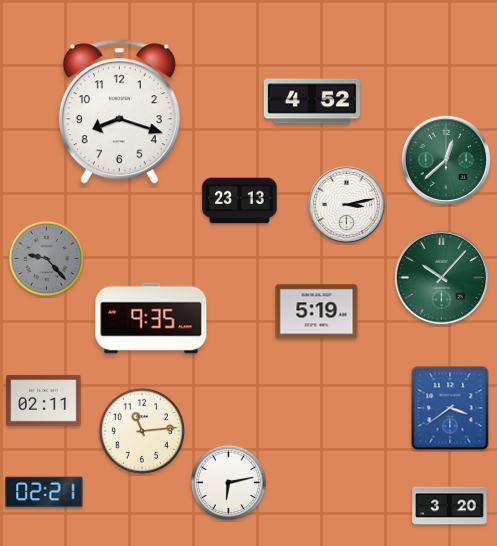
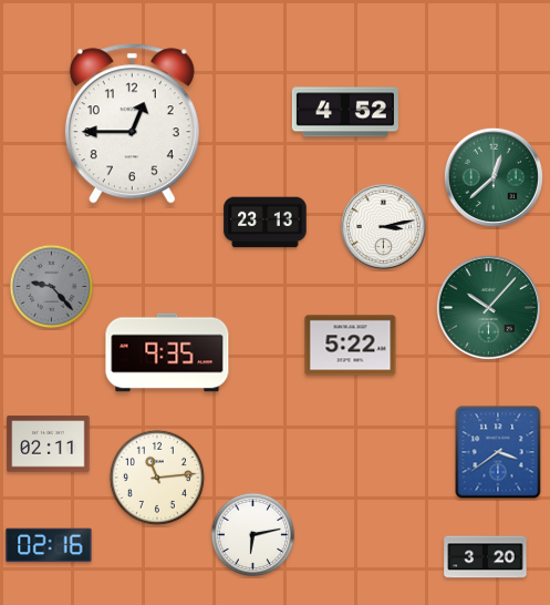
clock at (119, 112): 8:18 -> 12:45
clock at (317, 312): 5:19 -> 5:22
clock at (44, 492): 02:21 -> 02:16
clock at (450, 506) position: (450, 506) -> (486, 557)
